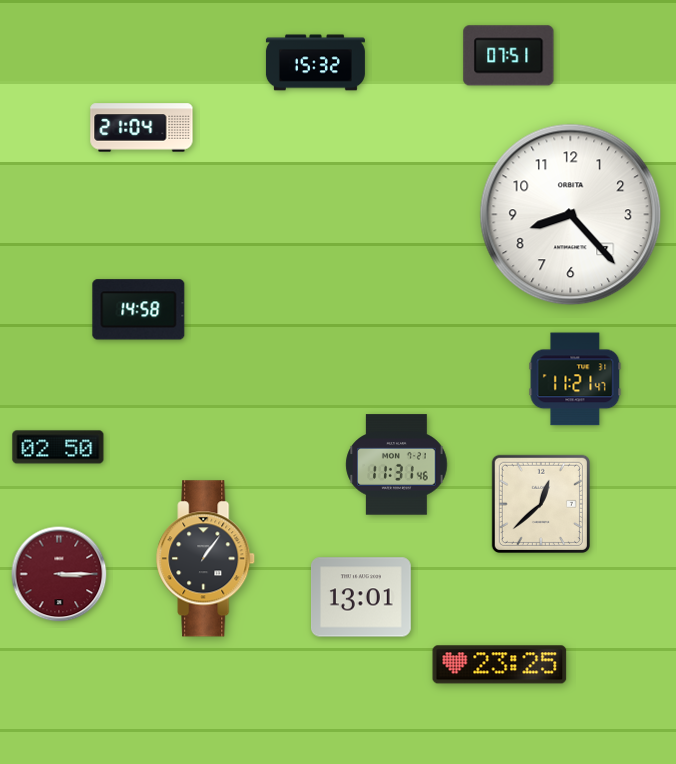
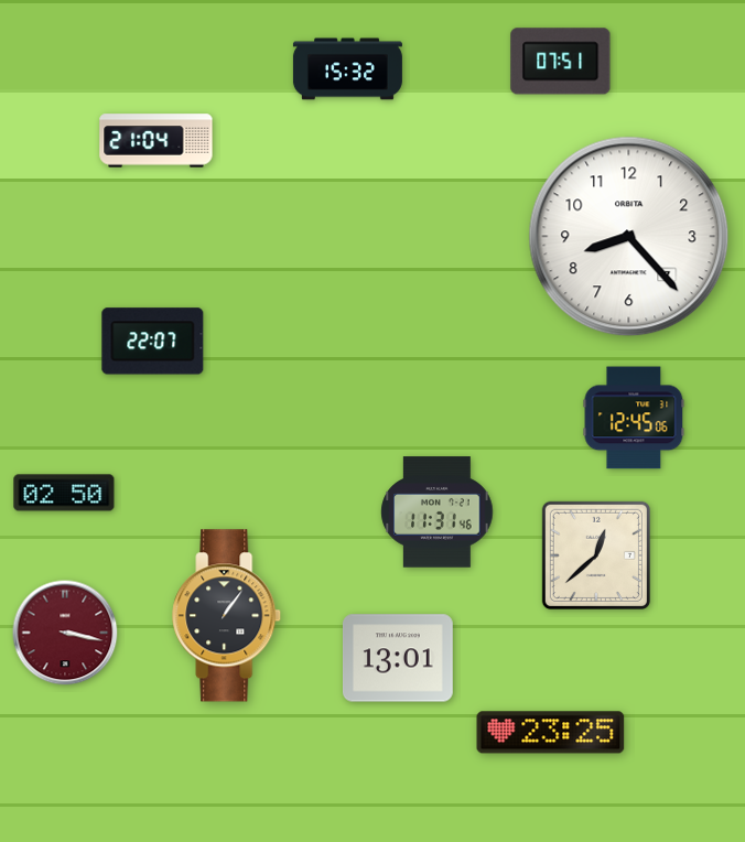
clock at (139, 310): 14:58 -> 22:07
clock at (575, 379): 11:21 -> 12:45
clock at (59, 574): 3:15 -> 3:17
